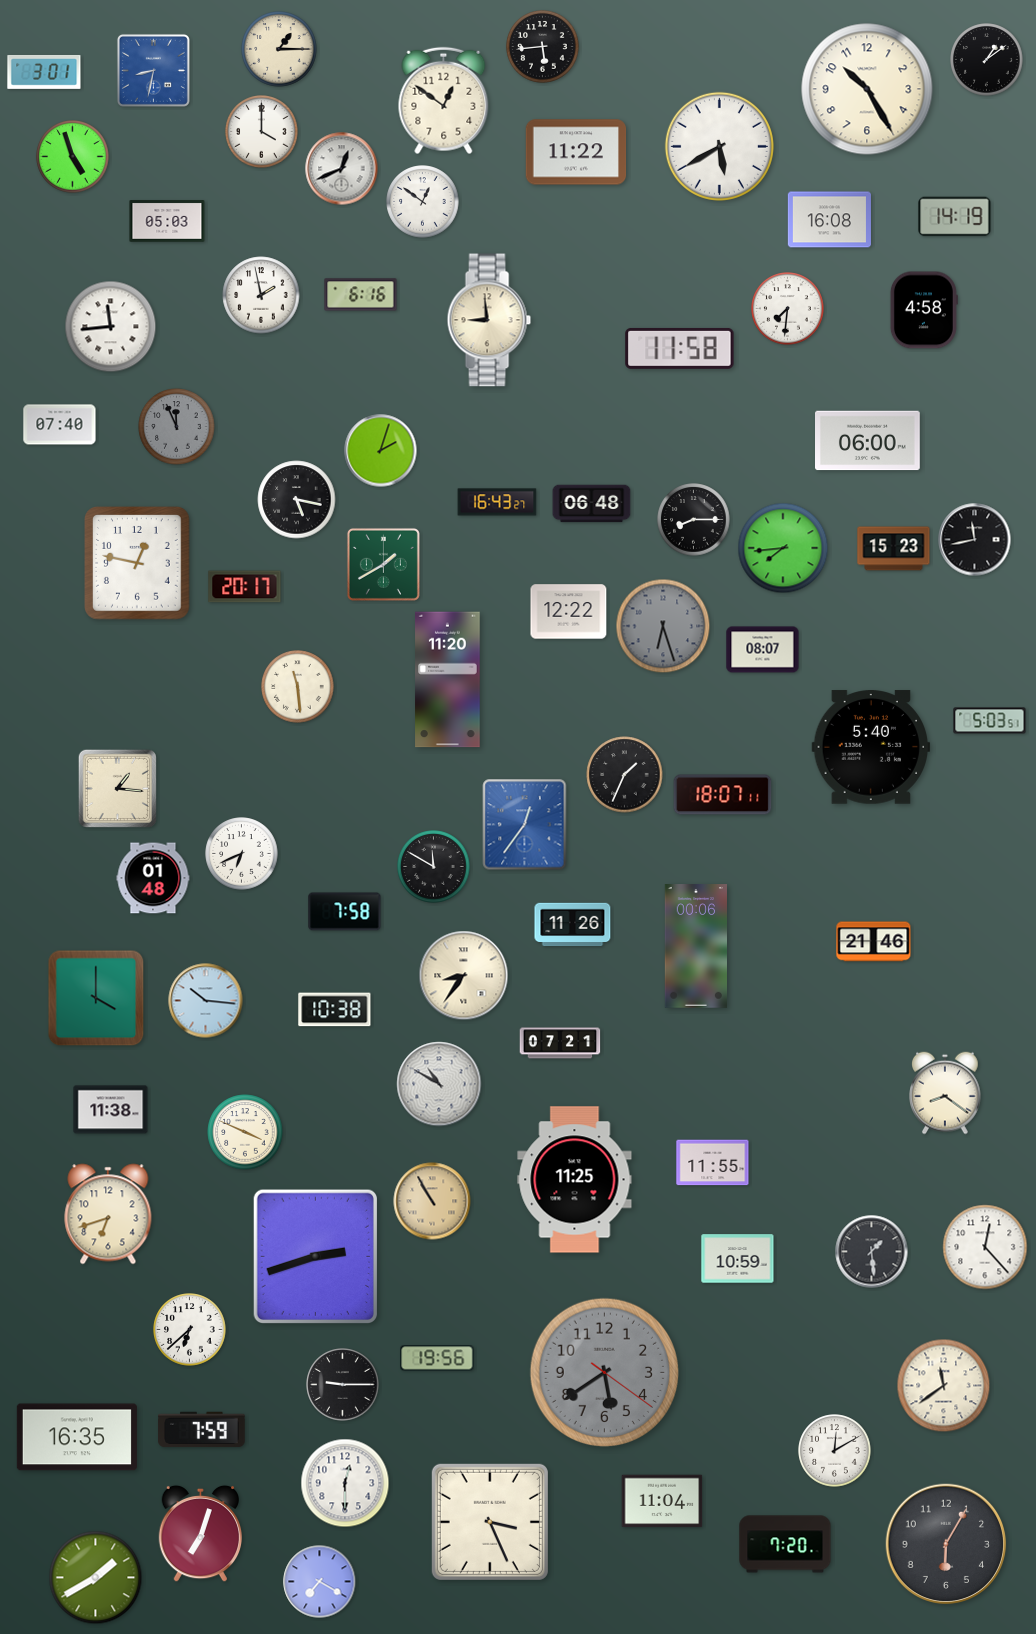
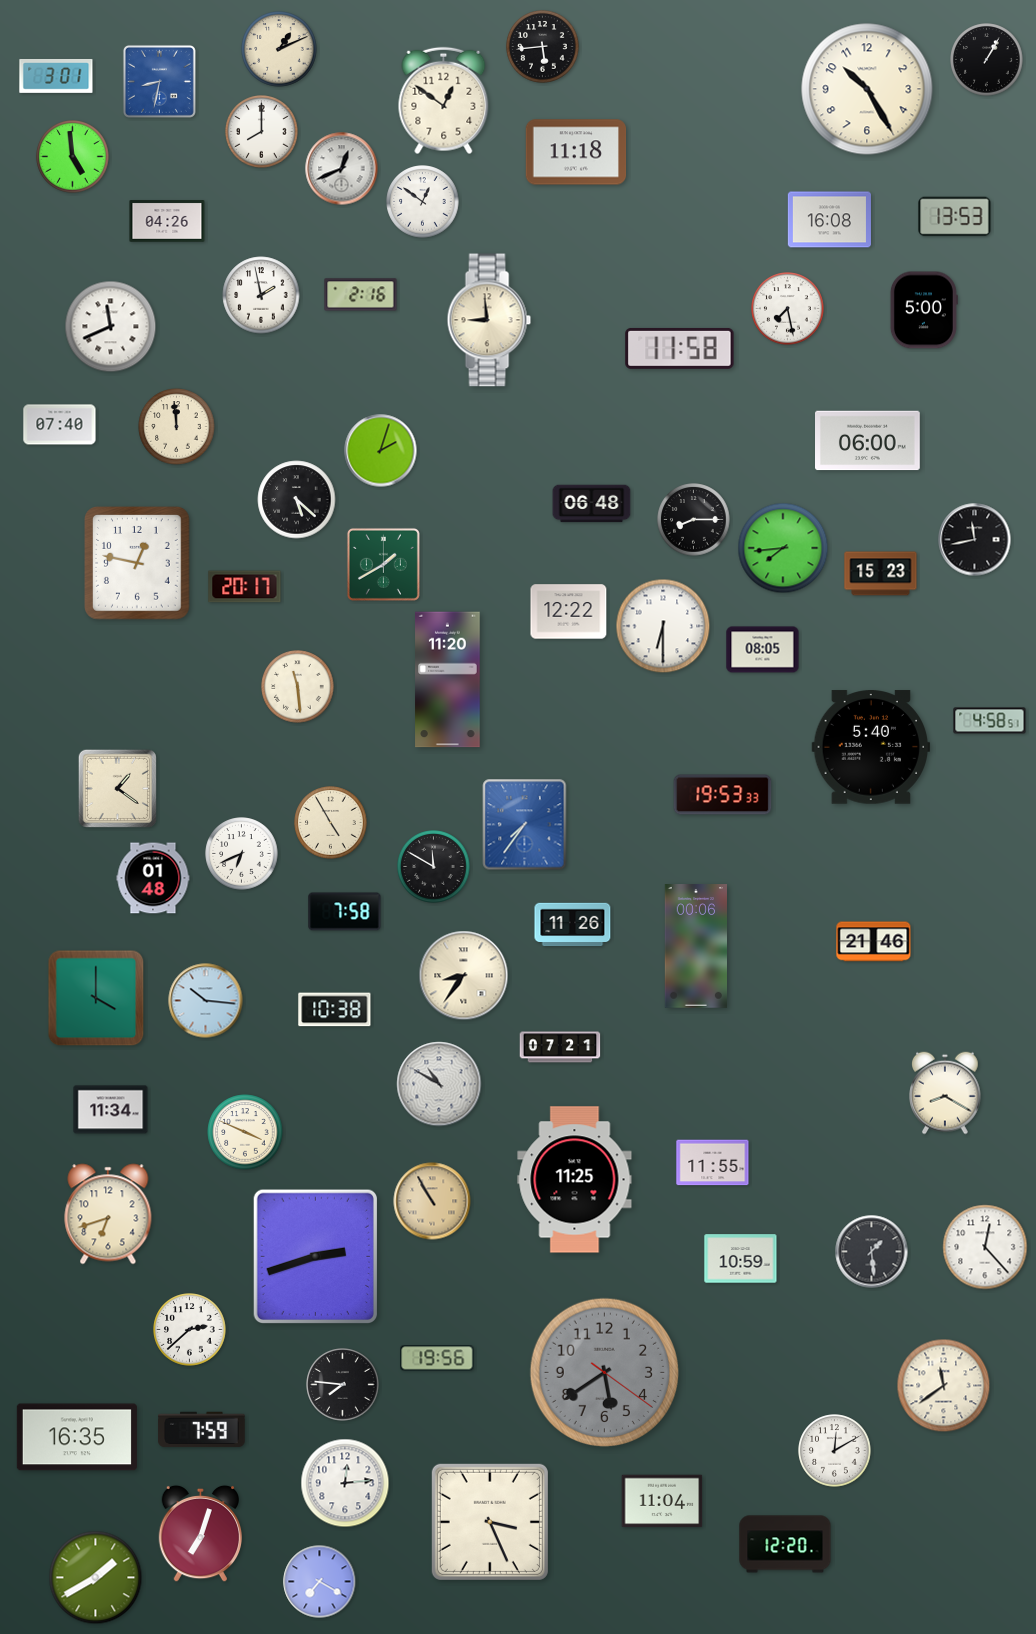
clock at (279, 49): 1:15 -> 1:11
clock at (987, 60): 1:09 -> 1:05
clock at (153, 70) position: (153, 70) -> (159, 81)
clock at (44, 72) position: (44, 72) -> (56, 76)
clock at (262, 132): 4:00 -> 8:00
clock at (719, 146): 5:40 -> none
clock at (576, 152): 11:22 -> 11:18
clock at (73, 157): 4:57 -> 4:59
clock at (955, 217): 14:19 -> 13:53
clock at (167, 221): 05:03 -> 04:26
clock at (361, 295): 6:16 -> 2:16
clock at (788, 309): 7:31 -> 7:28
clock at (924, 310): 4:58 -> 5:00
clock at (111, 327): 11:44 -> 11:41
clock at (177, 427): 11:56 -> 11:59
clock at (177, 427) dial: grey -> cream
clock at (297, 500): 5:17 -> 5:22
clock at (497, 502): 16:43 -> none
clock at (894, 549) position: (894, 549) -> (881, 574)
clock at (663, 626): 6:27 -> 6:30
clock at (663, 626) dial: grey -> white
clock at (763, 650): 08:07 -> 08:05
clock at (990, 721): 5:03 -> 4:58
clock at (625, 775): 1:34 -> none
clock at (117, 788): 1:16 -> 1:21
clock at (723, 795): 18:07 -> 19:53
clock at (331, 823): none -> 4:55
clock at (525, 825): 12:36 -> 7:36
clock at (560, 1043) position: (560, 1043) -> (560, 1047)
clock at (945, 1093): 8:21 -> 8:20
clock at (111, 1110): 11:38 -> 11:34
clock at (738, 1259) position: (738, 1259) -> (741, 1259)
clock at (190, 1330): 6:38 -> 2:38
clock at (343, 1385): 9:15 -> 7:46
clock at (345, 1483): 12:30 -> 12:14
clock at (785, 1544): 7:20 -> 12:20
clock at (946, 1544): 6:05 -> none
